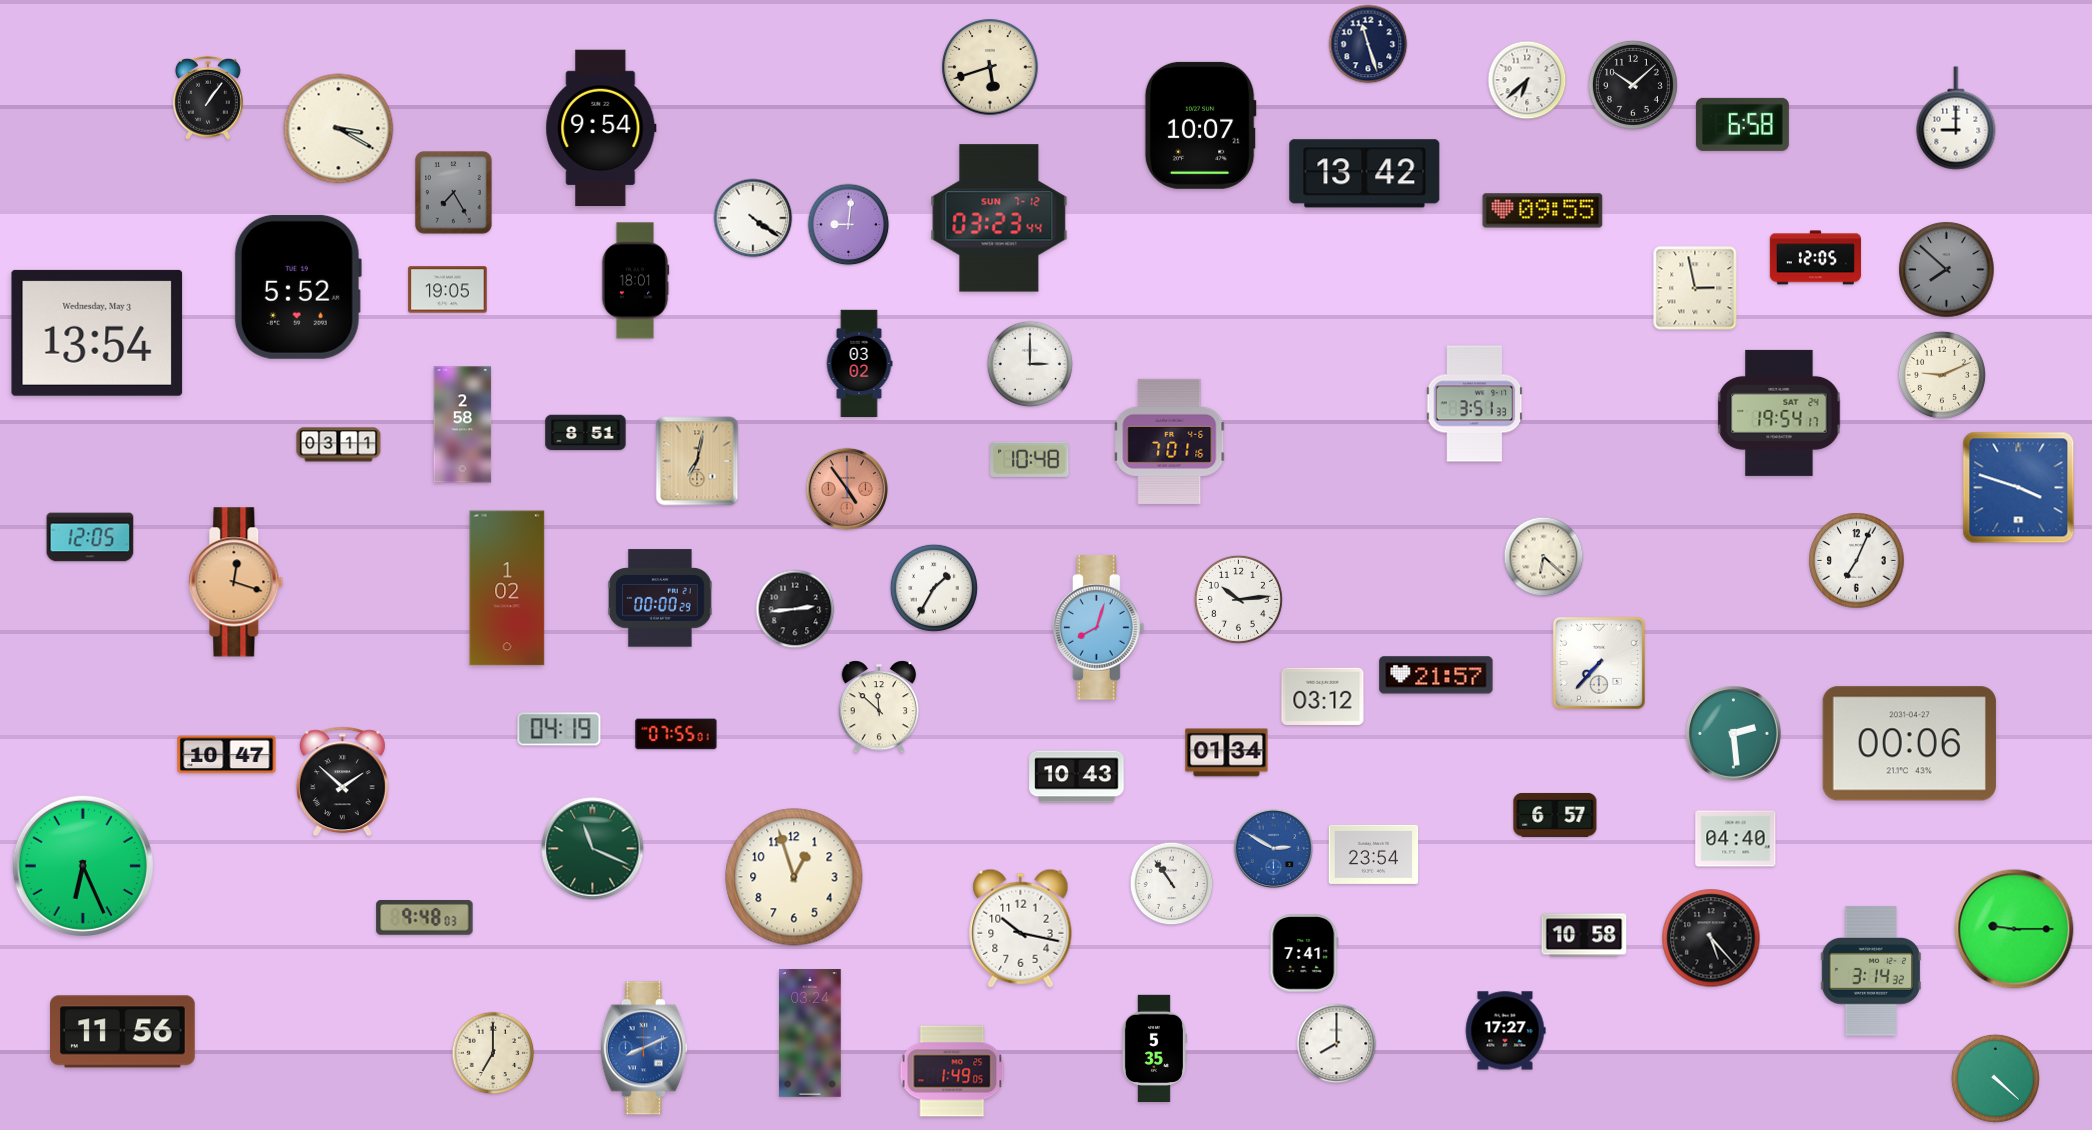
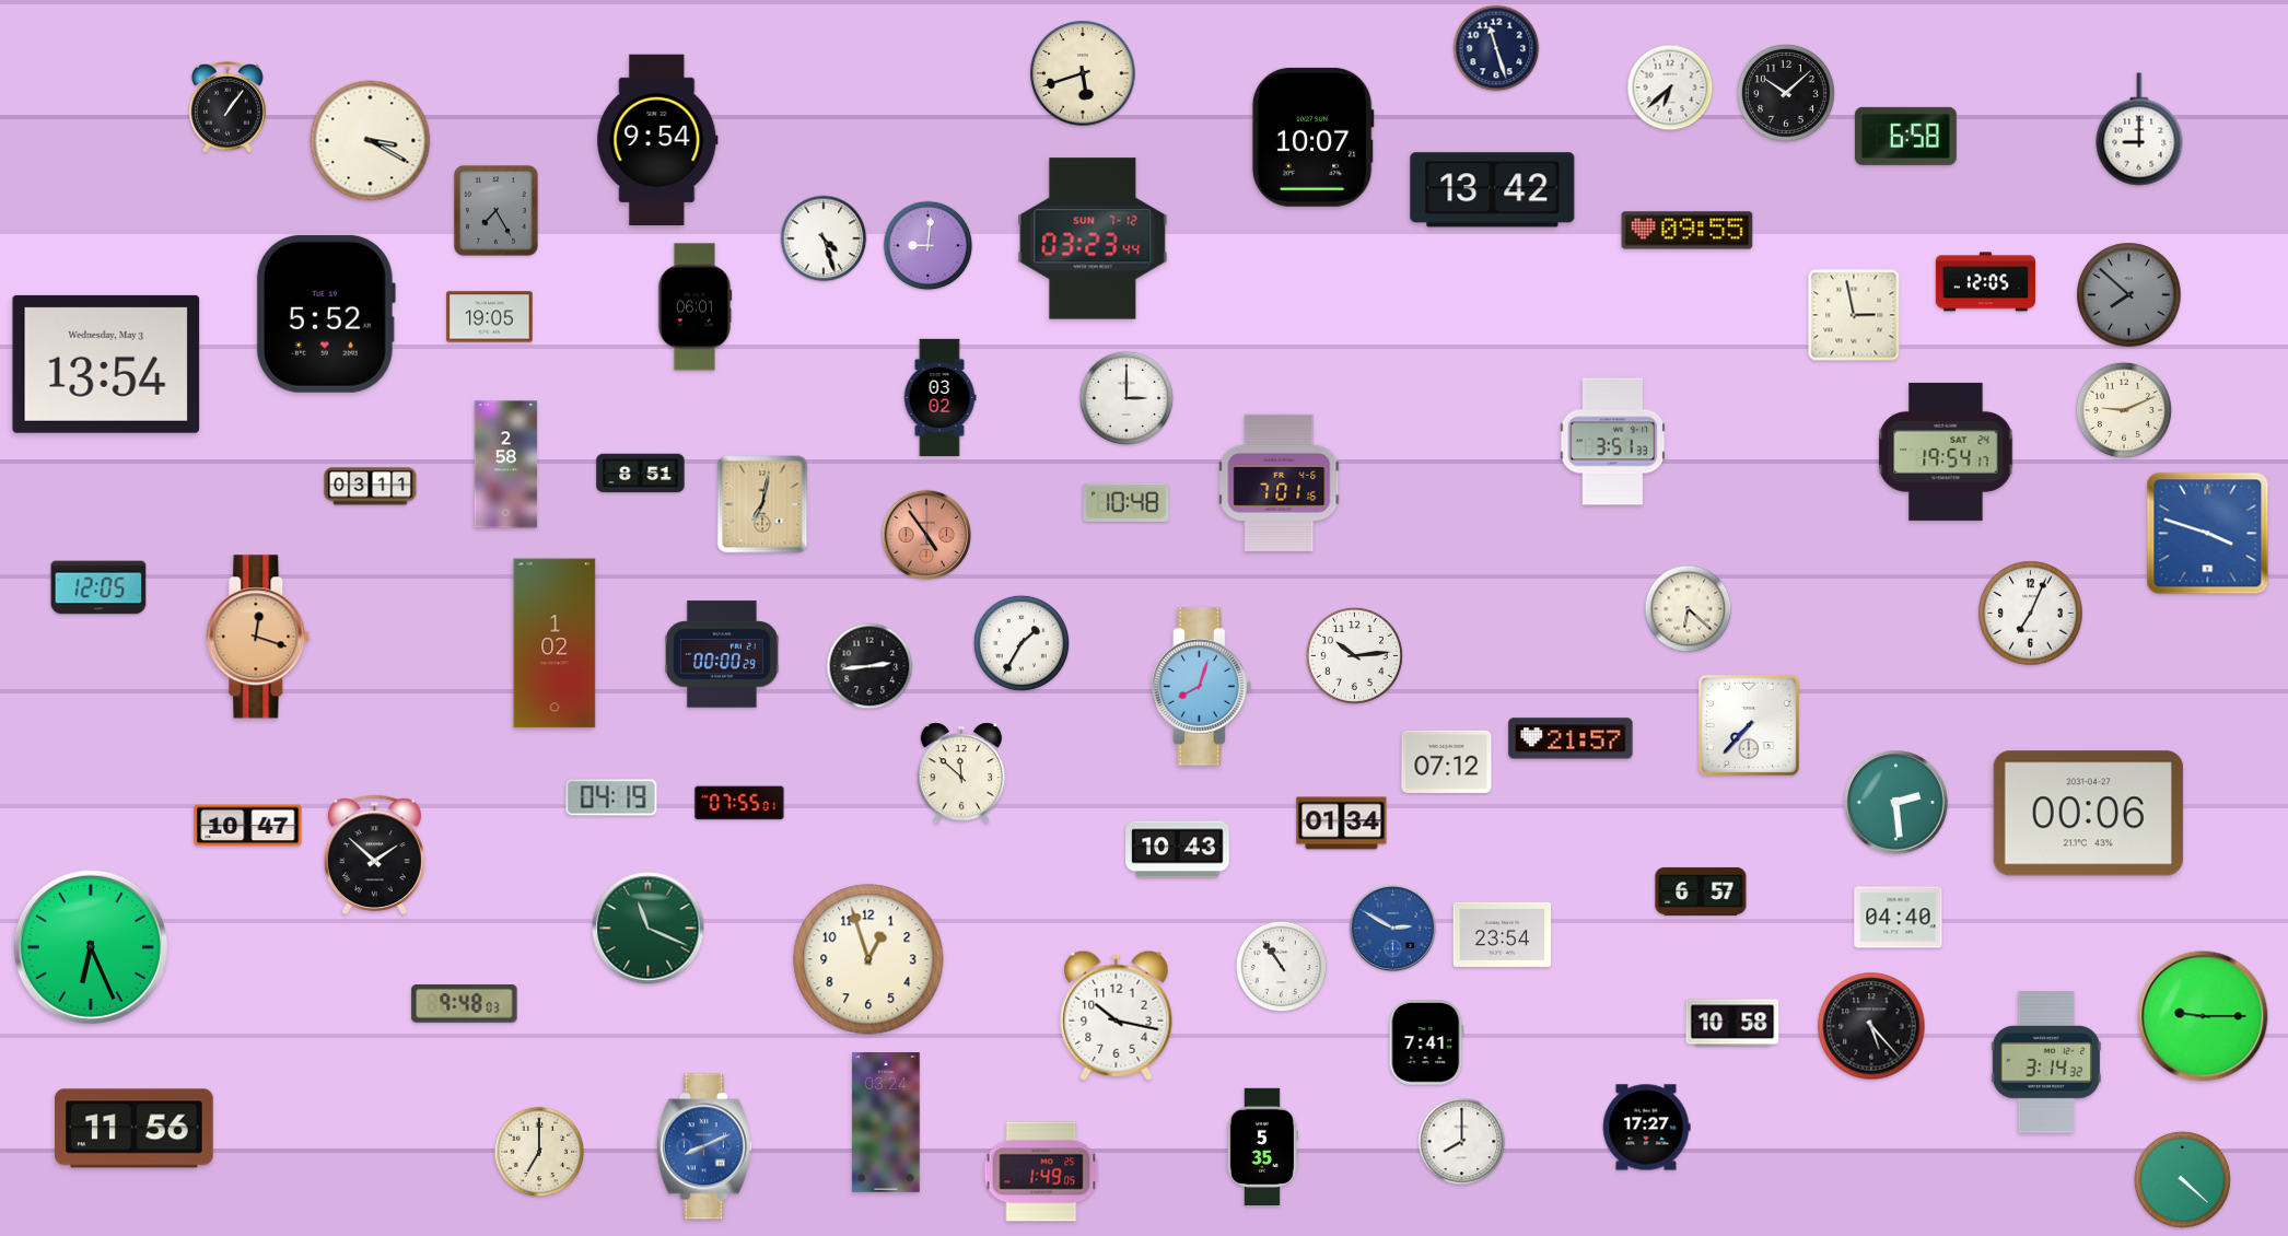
clock at (753, 218): 4:21 -> 4:27
clock at (635, 281): 18:01 -> 06:01
clock at (1323, 696): 03:12 -> 07:12
clock at (810, 1033) position: (810, 1033) -> (886, 1122)
